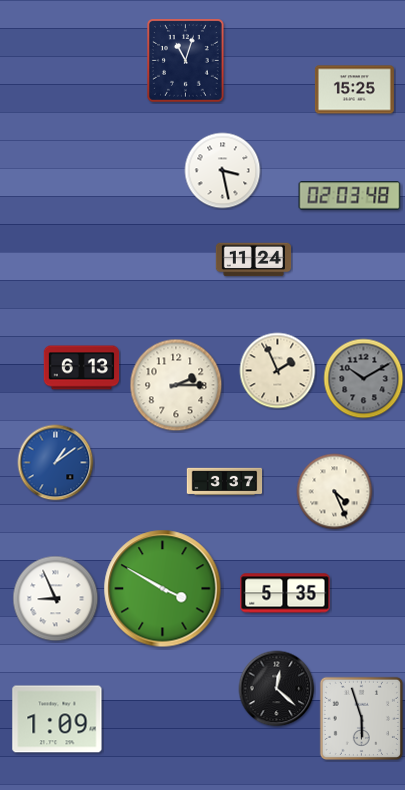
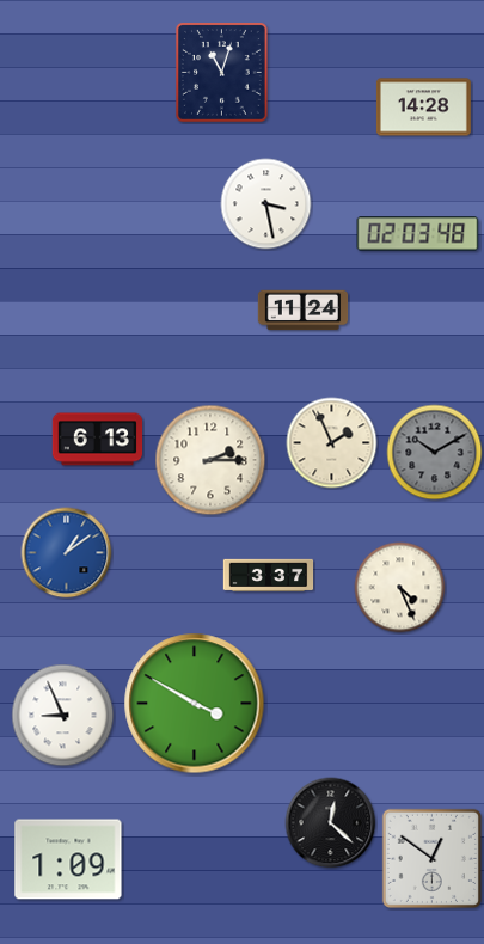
clock at (354, 90): 15:25 -> 14:28
clock at (285, 593): 5:35 -> none
clock at (56, 599) position: (56, 599) -> (63, 716)
clock at (361, 718): 5:57 -> 12:51
